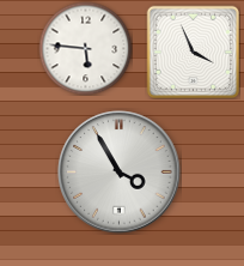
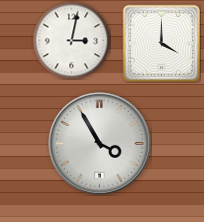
clock at (85, 48): 5:46 -> 3:02
clock at (193, 52): 3:56 -> 4:00
